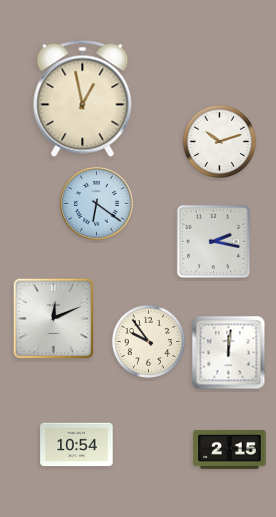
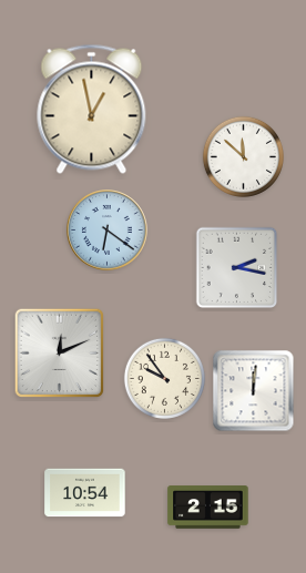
clock at (219, 141): 10:12 -> 11:52
clock at (97, 204) position: (97, 204) -> (108, 231)
clock at (230, 450) position: (230, 450) -> (208, 508)
